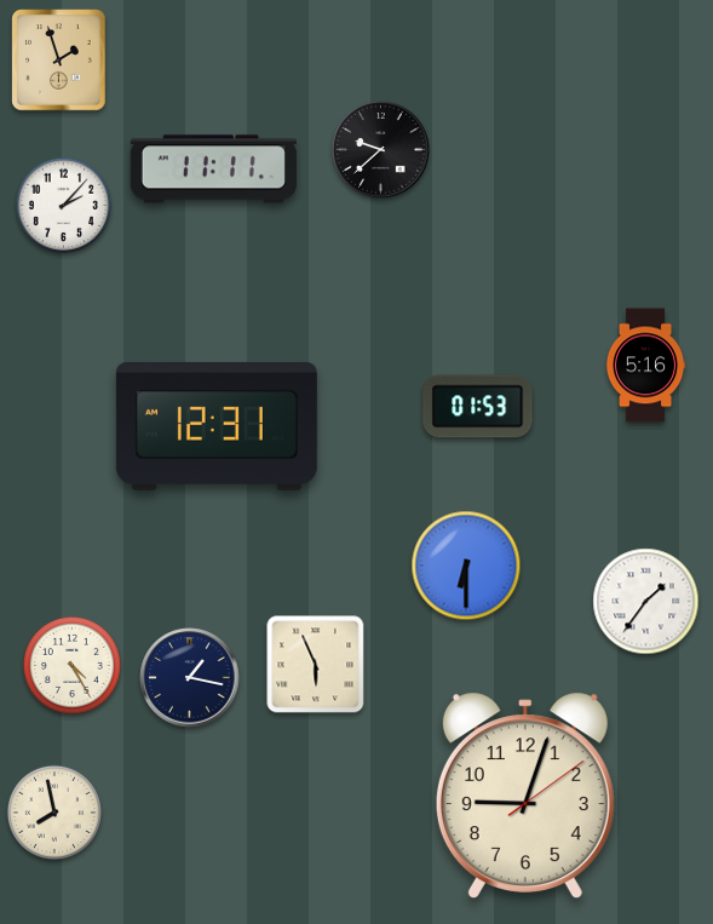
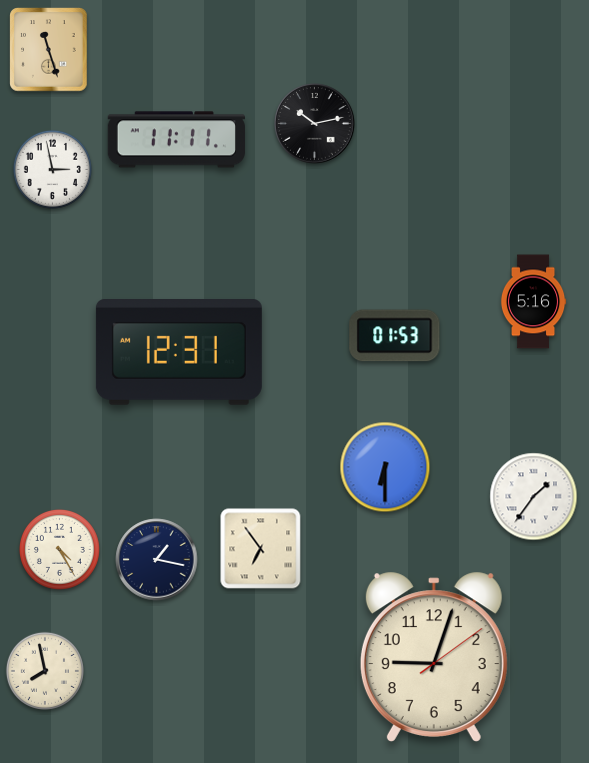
clock at (59, 61): 1:57 -> 11:27
clock at (381, 150): 9:38 -> 10:13
clock at (63, 205): 2:07 -> 2:58
clock at (316, 665): 5:56 -> 6:54
